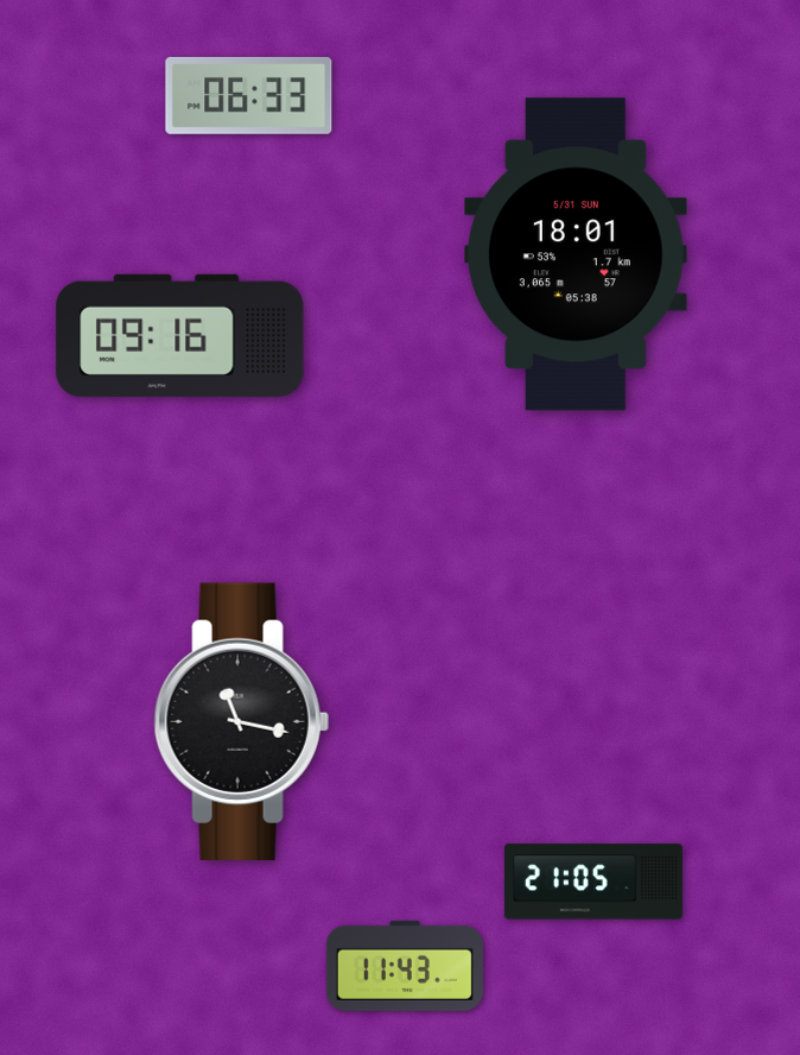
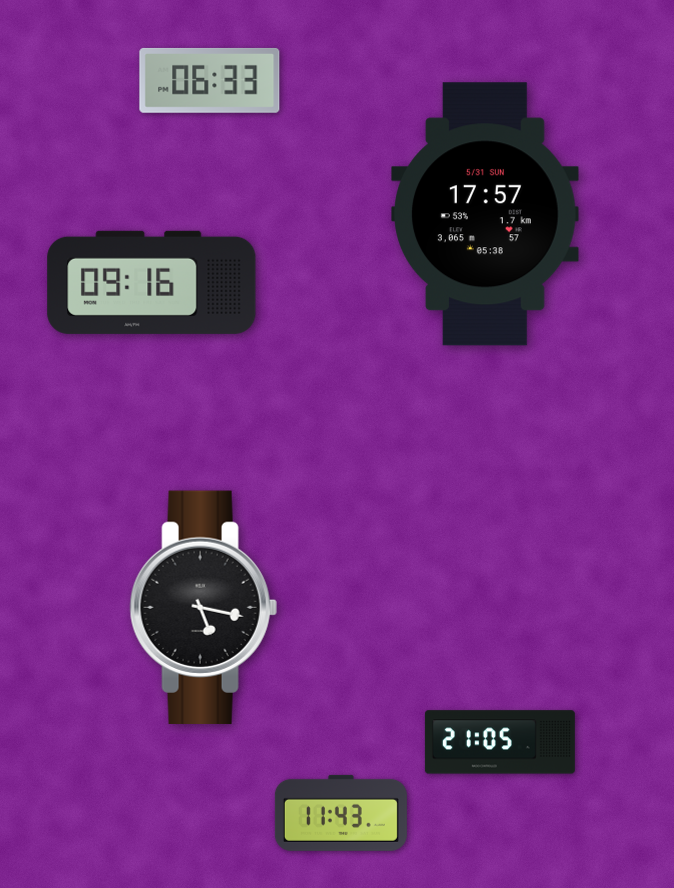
clock at (577, 254): 18:01 -> 17:57
clock at (241, 721): 11:17 -> 5:17
